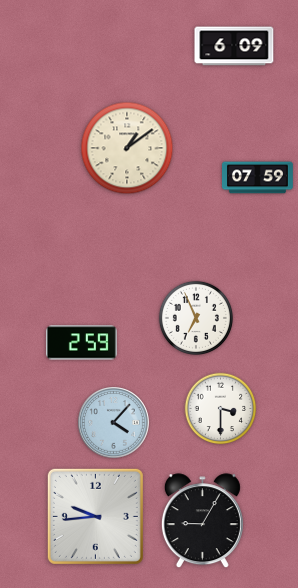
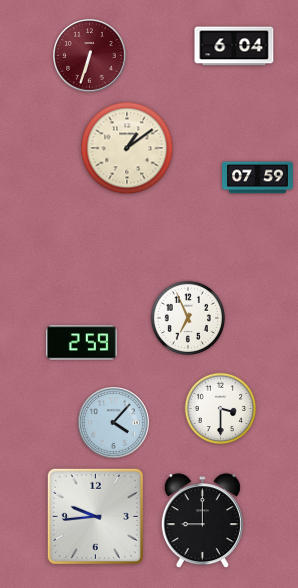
clock at (234, 46): 6:09 -> 6:04
clock at (90, 56): none -> 6:33
clock at (196, 318) position: (196, 318) -> (188, 318)
clock at (202, 521): 9:05 -> 9:00
